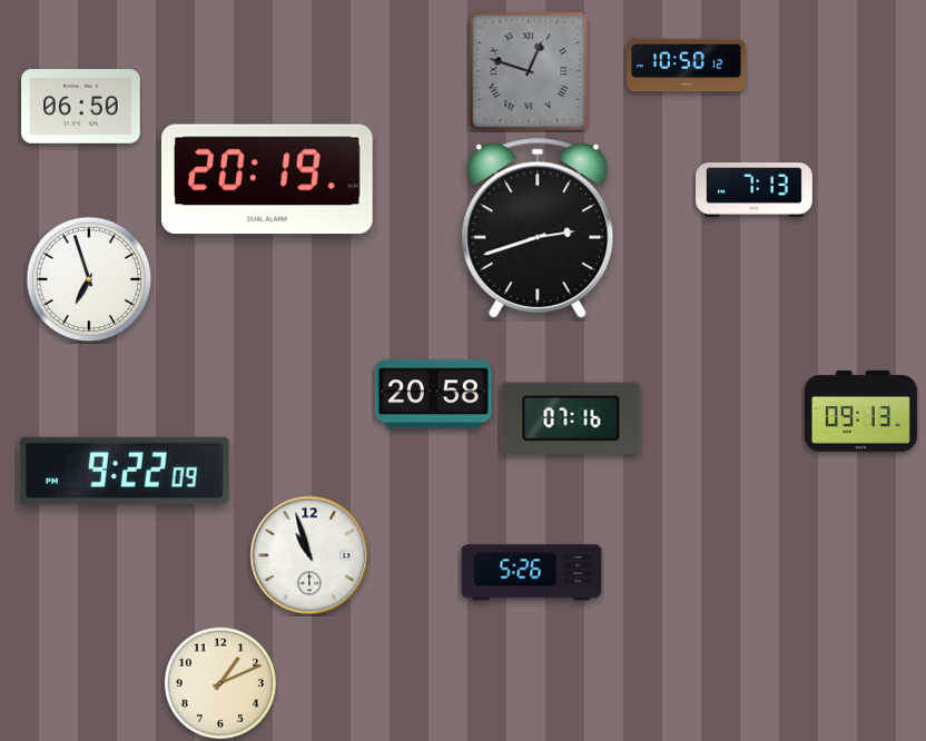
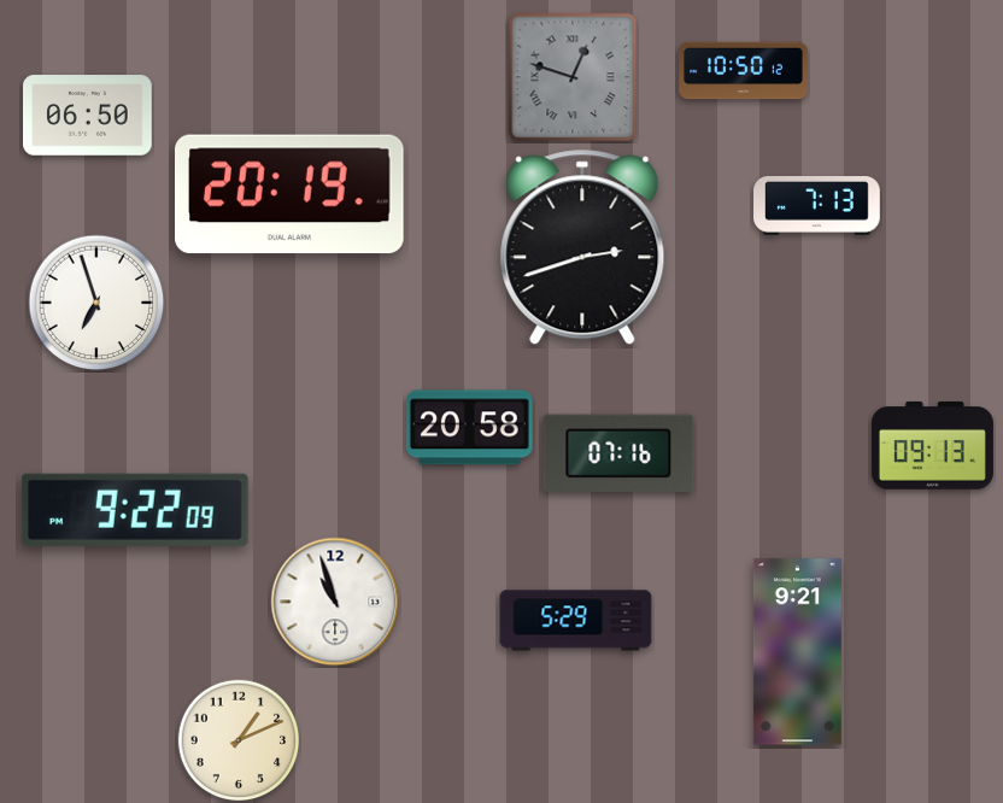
clock at (532, 573): 5:26 -> 5:29
clock at (797, 652): none -> 9:21
